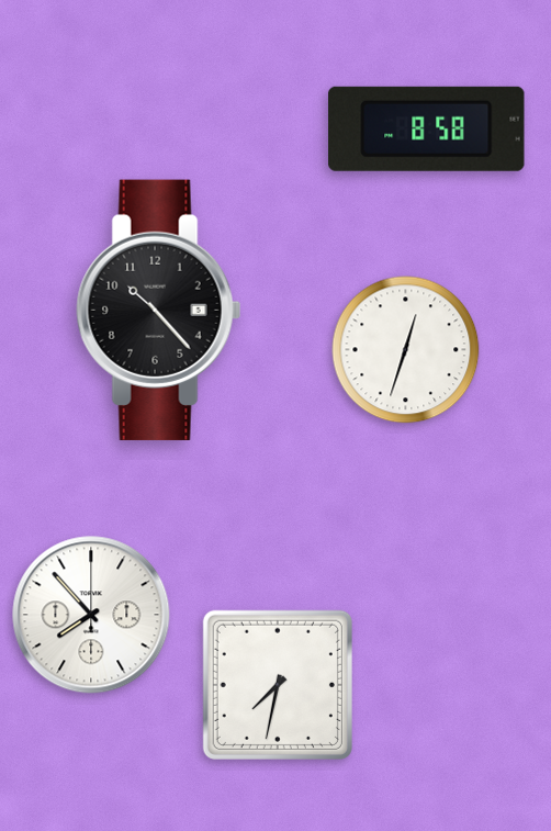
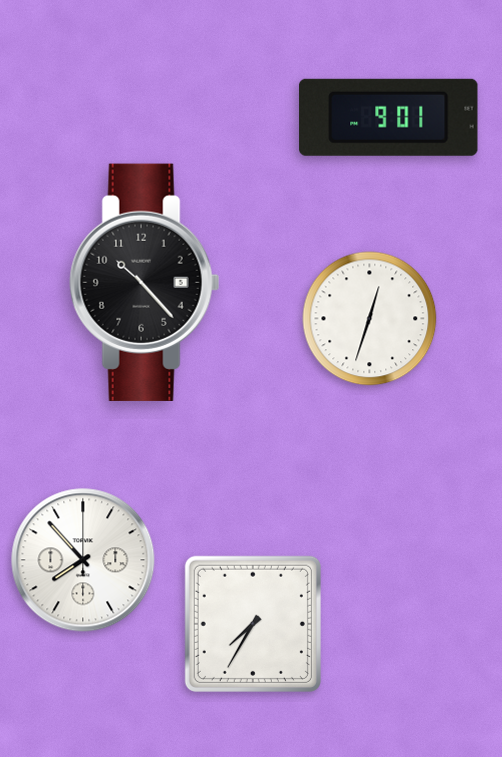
clock at (427, 128): 8:58 -> 9:01
clock at (278, 685): 7:32 -> 7:35
